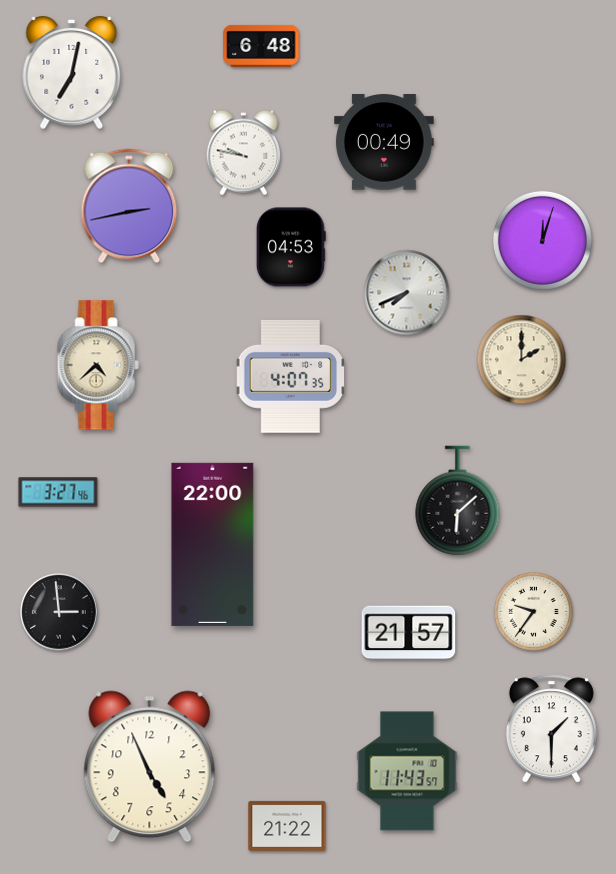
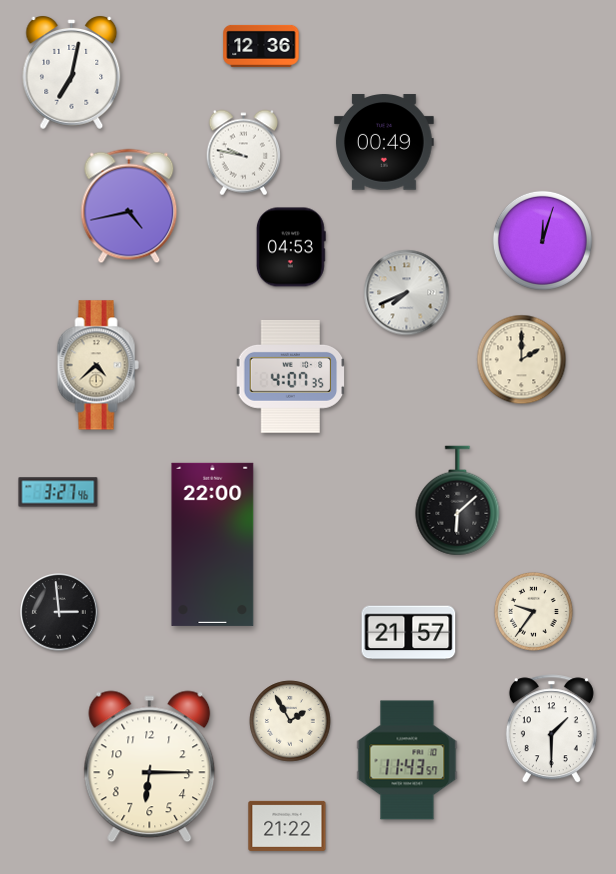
clock at (261, 46): 6:48 -> 12:36
clock at (129, 206): 2:43 -> 4:43
clock at (290, 721): none -> 1:55
clock at (150, 767): 4:56 -> 6:15
clock at (407, 771) position: (407, 771) -> (407, 760)
